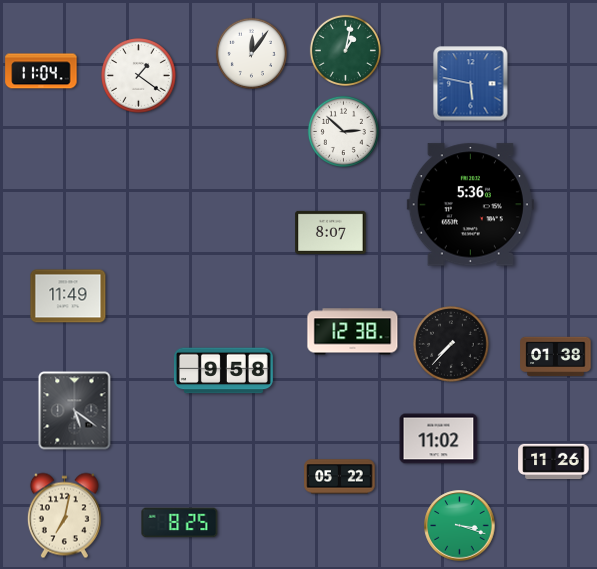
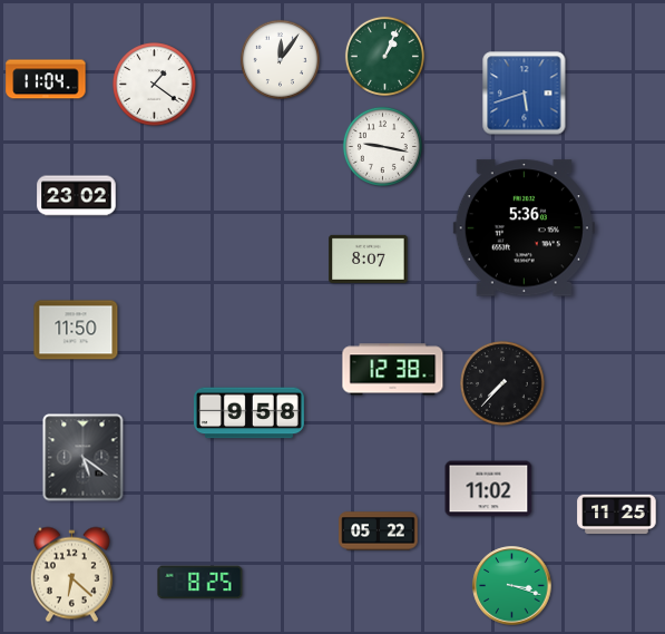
clock at (345, 50): 1:02 -> 1:04
clock at (471, 84): 5:47 -> 5:42
clock at (343, 131): 2:52 -> 9:17
clock at (77, 196): none -> 23:02
clock at (68, 296): 11:49 -> 11:50
clock at (556, 357): 01:38 -> none
clock at (554, 462): 11:26 -> 11:25
clock at (64, 516): 7:02 -> 6:22
